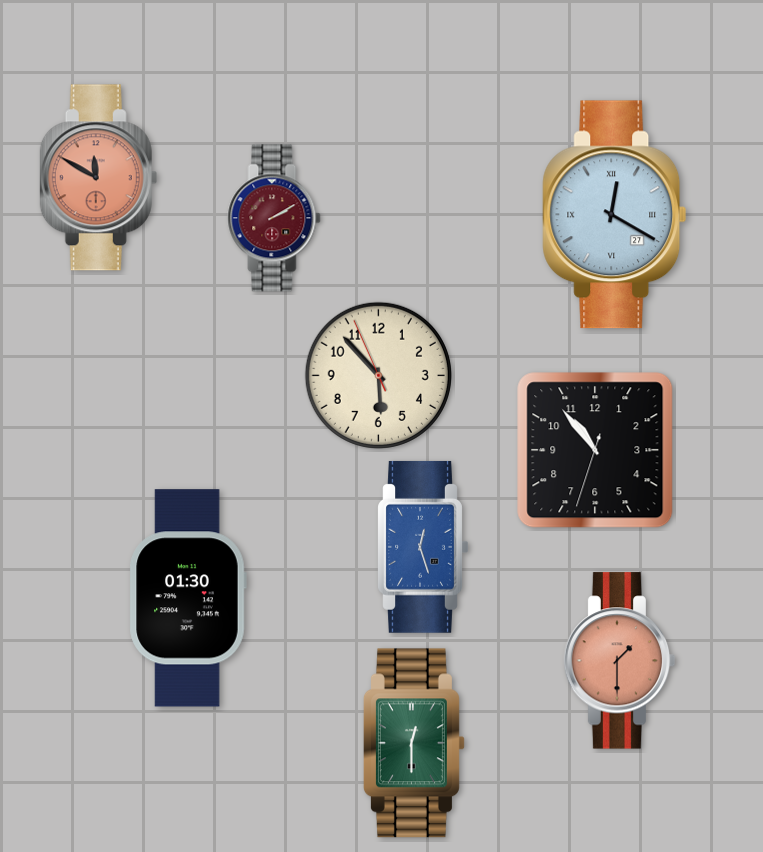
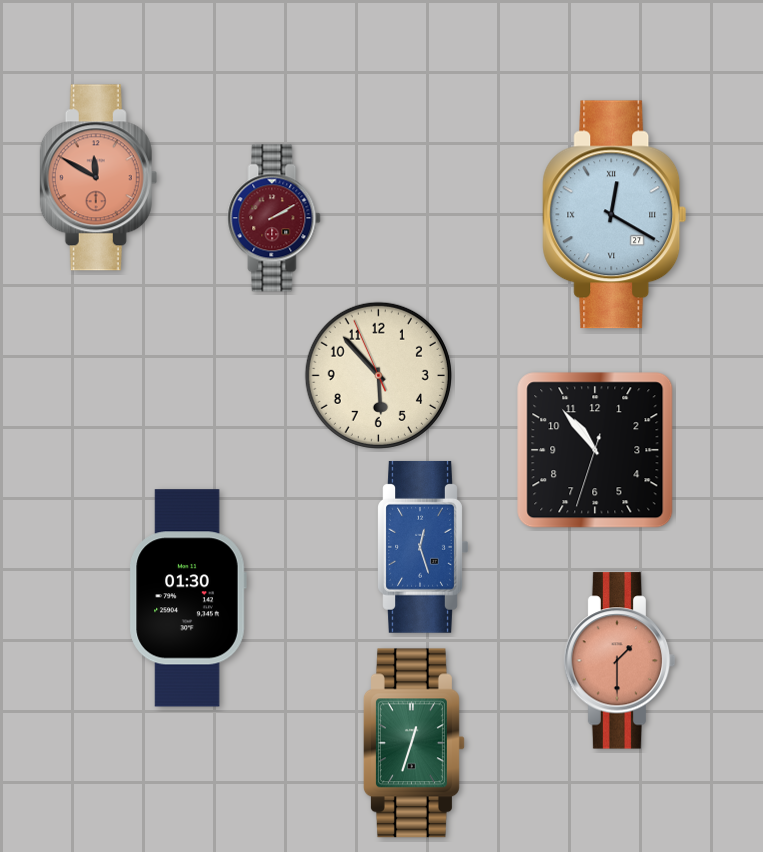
clock at (414, 743): 12:30 -> 12:33
